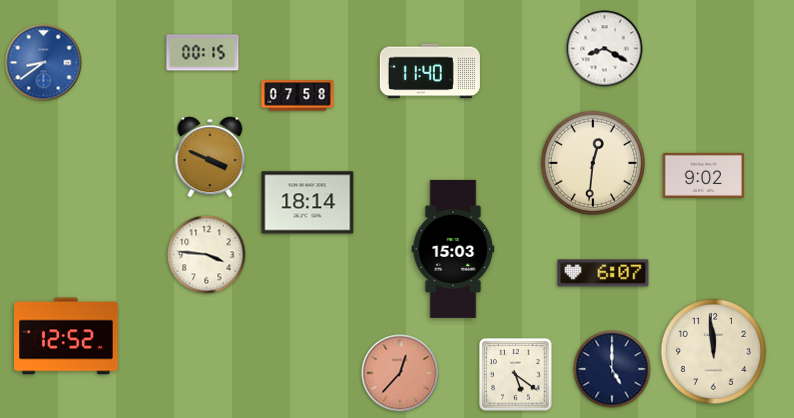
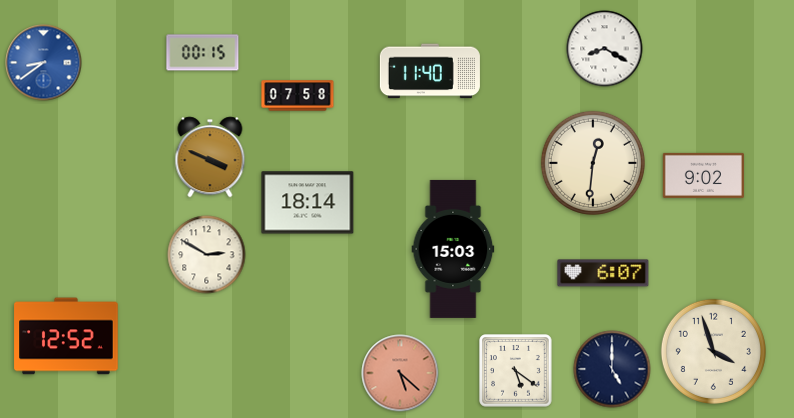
clock at (207, 255): 3:46 -> 2:50
clock at (713, 351): 11:59 -> 3:57
clock at (400, 373): 12:37 -> 5:22
clock at (516, 375) position: (516, 375) -> (516, 371)
